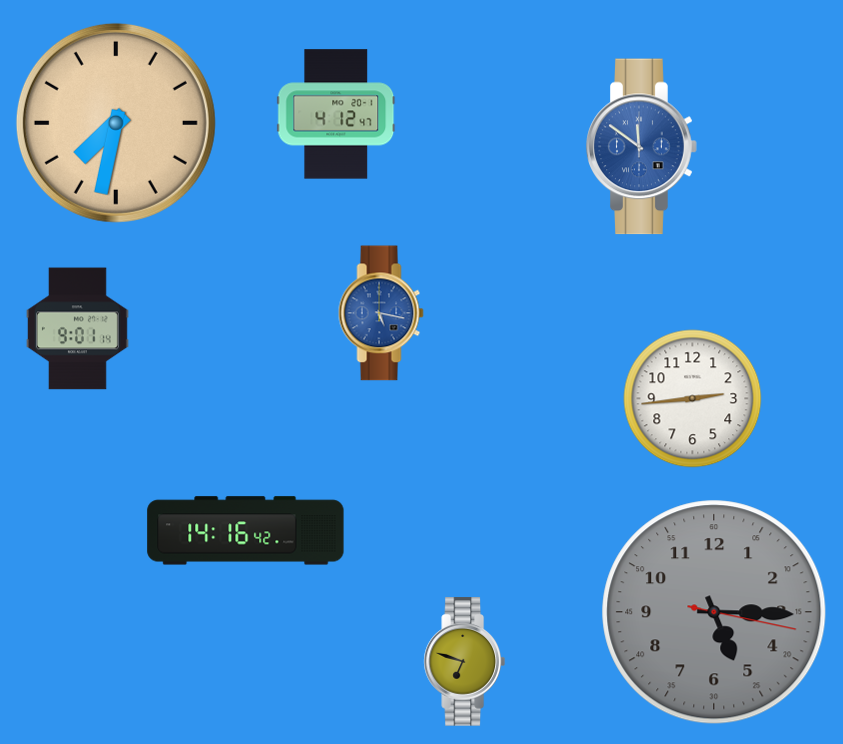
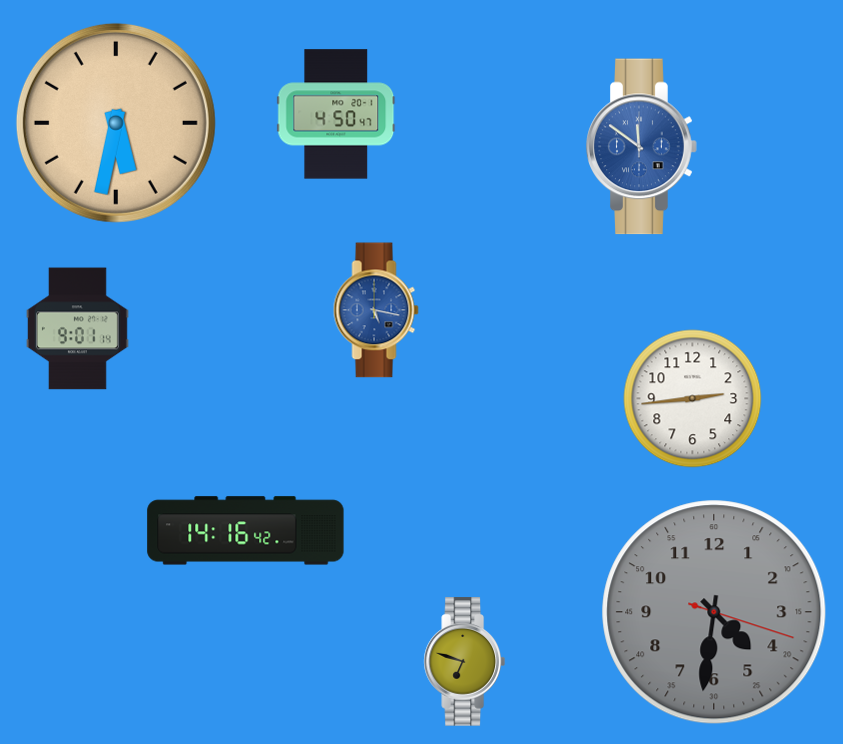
clock at (336, 114): 4:12 -> 4:50
clock at (116, 123): 7:32 -> 5:32
clock at (381, 313) position: (381, 313) -> (376, 310)
clock at (714, 612): 5:15 -> 4:31
